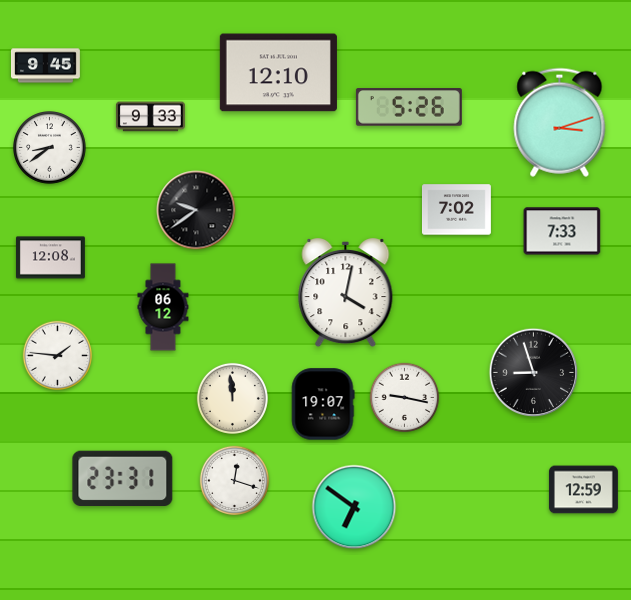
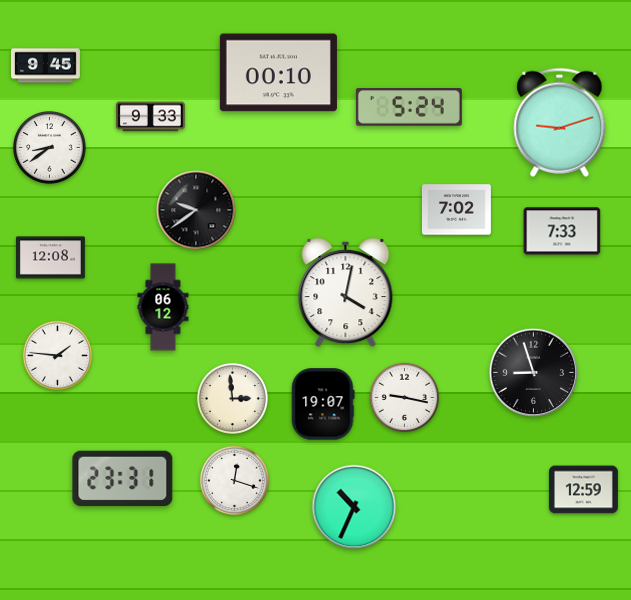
clock at (278, 73): 12:10 -> 00:10
clock at (409, 107): 5:26 -> 5:24
clock at (560, 122): 3:12 -> 9:12
clock at (232, 398): 11:59 -> 2:59
clock at (354, 507): 6:51 -> 10:34
